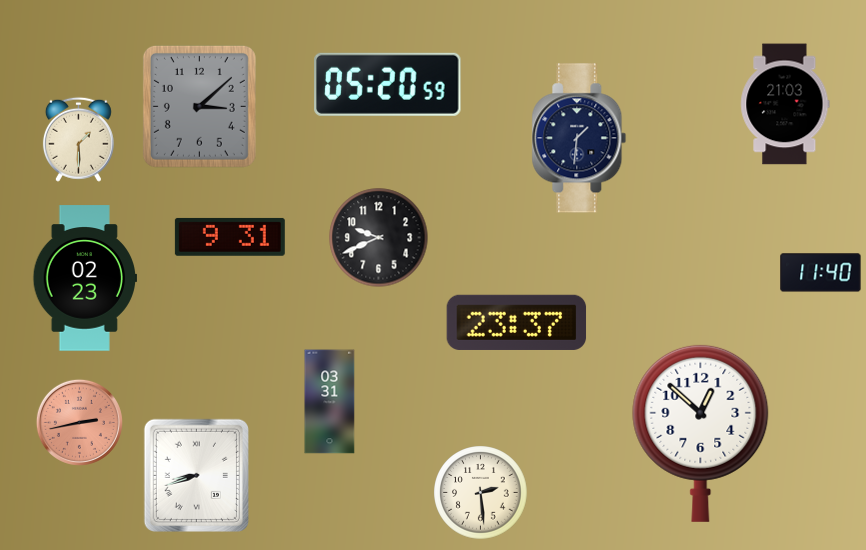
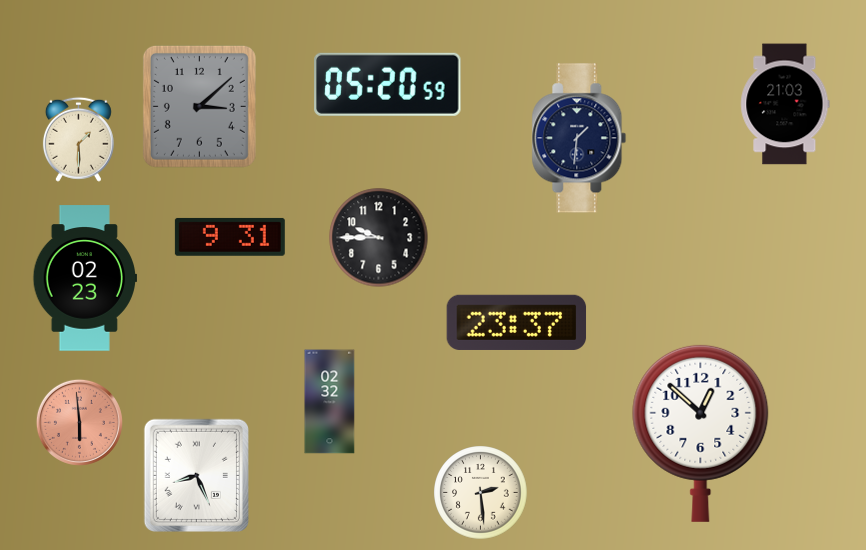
clock at (379, 238): 9:41 -> 9:45
clock at (821, 273): 11:40 -> none
clock at (330, 402): 03:31 -> 02:32
clock at (79, 422): 2:43 -> 5:59
clock at (196, 475): 8:42 -> 8:26
